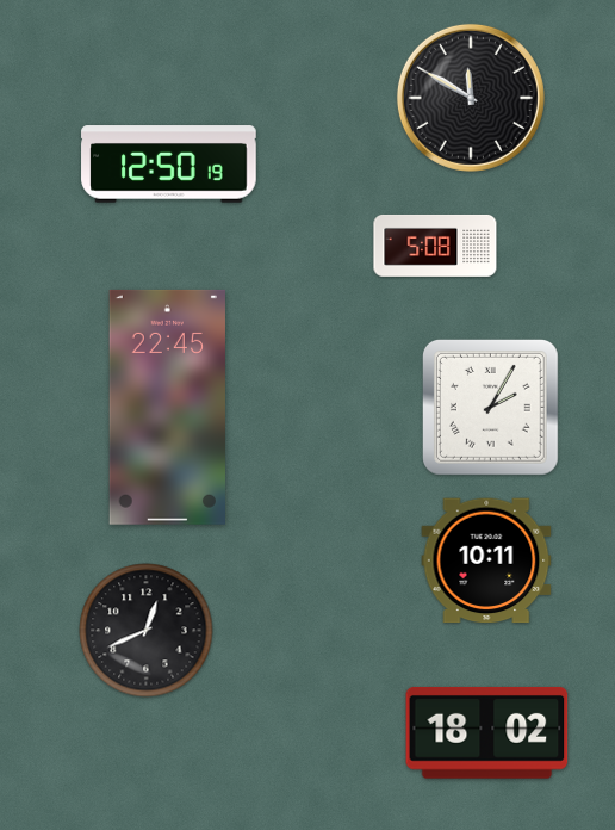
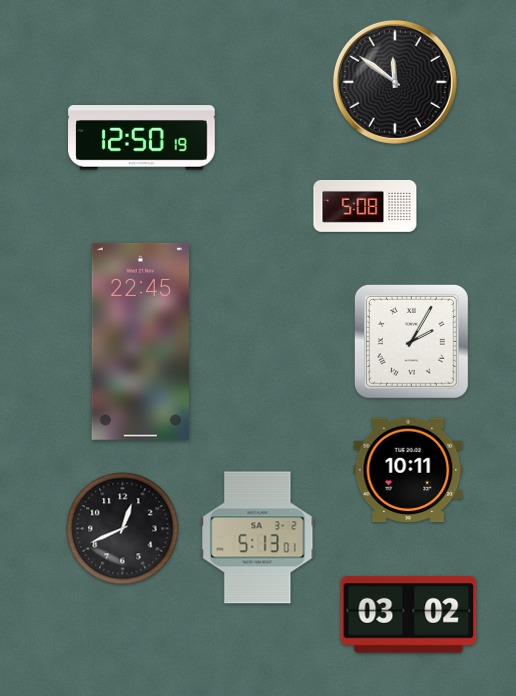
clock at (471, 98): 11:50 -> 11:51
clock at (258, 538): none -> 5:13
clock at (487, 733): 18:02 -> 03:02
